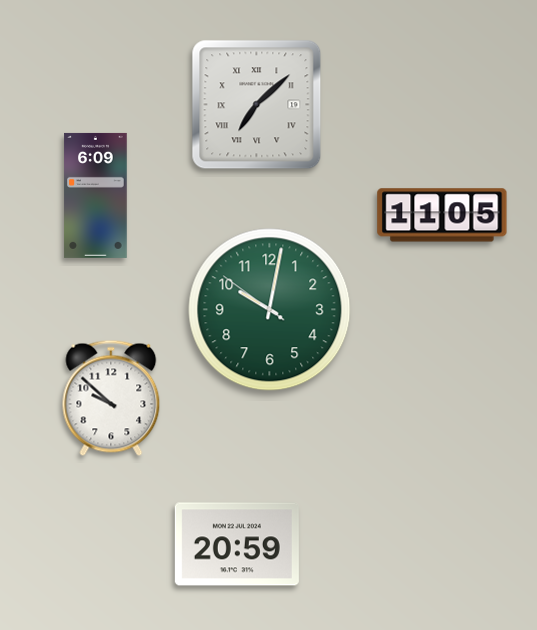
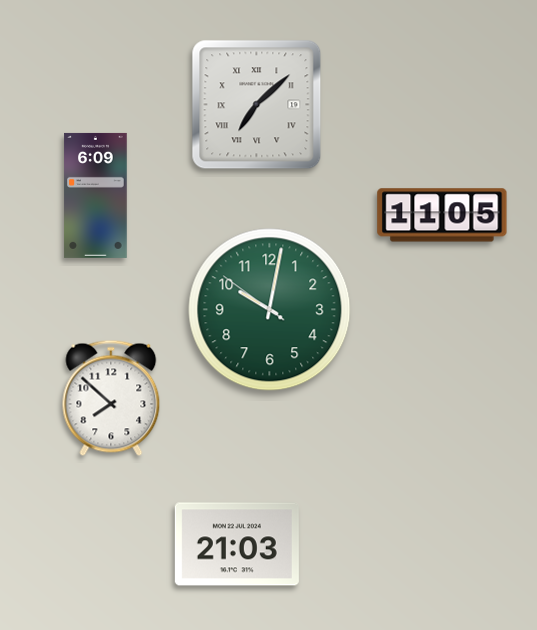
clock at (111, 398): 9:52 -> 7:52
clock at (237, 544): 20:59 -> 21:03
